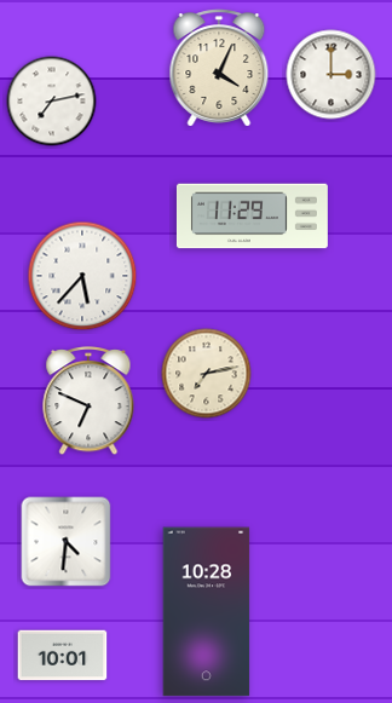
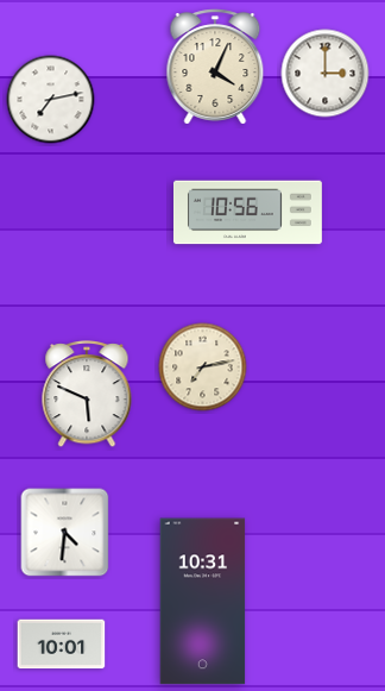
clock at (252, 217): 11:29 -> 10:56
clock at (82, 276): 5:37 -> none
clock at (88, 402): 6:49 -> 5:49
clock at (207, 612): 10:28 -> 10:31
